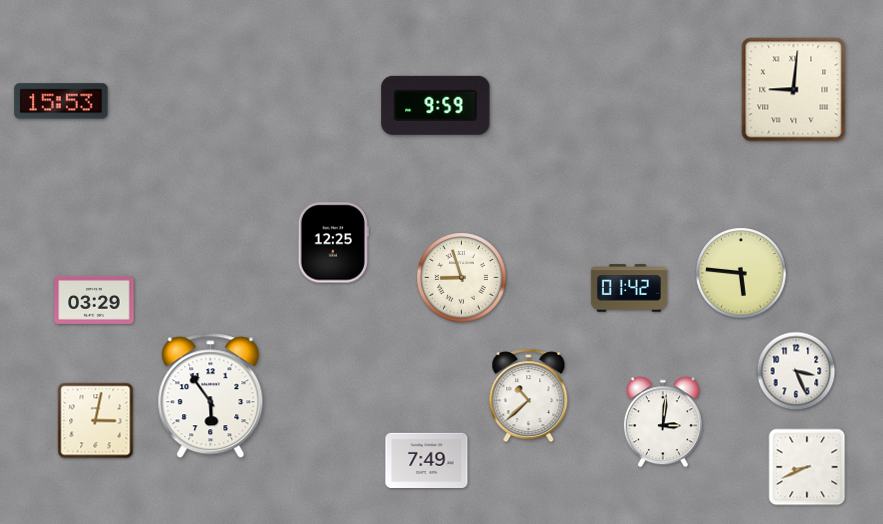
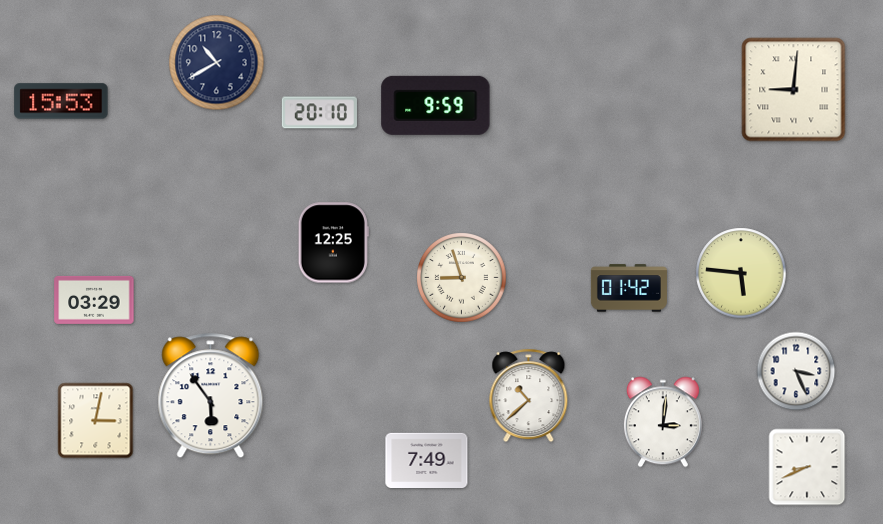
clock at (217, 63): none -> 10:40
clock at (319, 113): none -> 20:10
